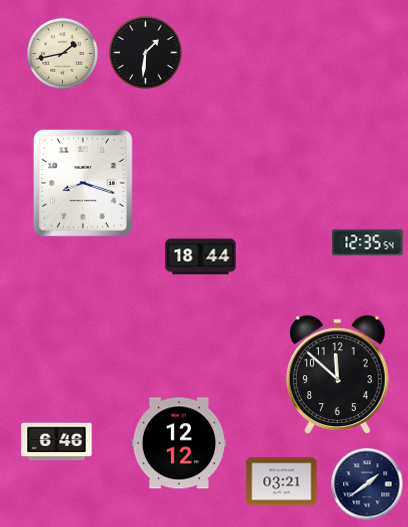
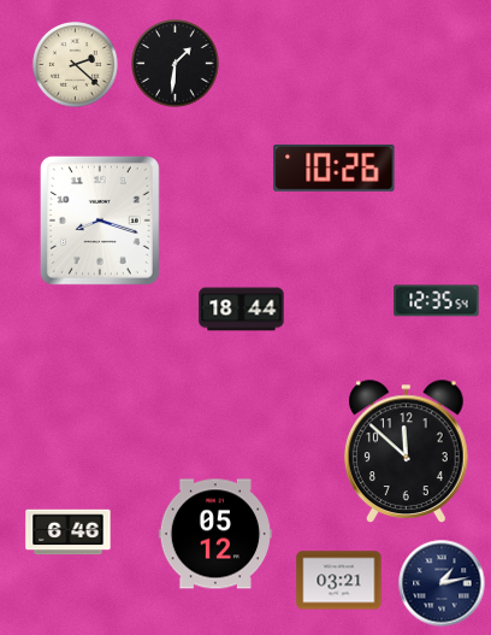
clock at (63, 54): 1:43 -> 2:22
clock at (335, 167): none -> 10:26
clock at (368, 243) position: (368, 243) -> (437, 301)
clock at (179, 443): 12:12 -> 05:12
clock at (367, 484): 1:39 -> 1:13
